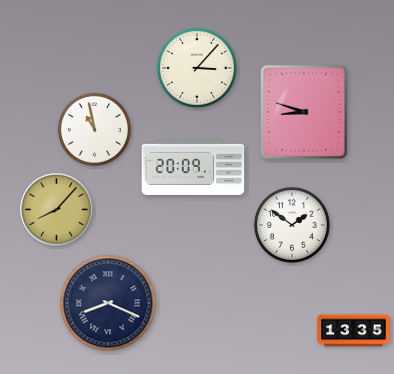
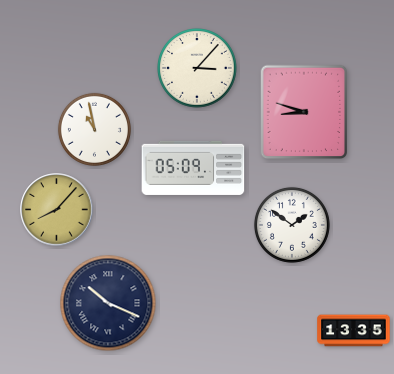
clock at (193, 168): 20:09 -> 05:09
clock at (108, 303): 8:19 -> 10:19
